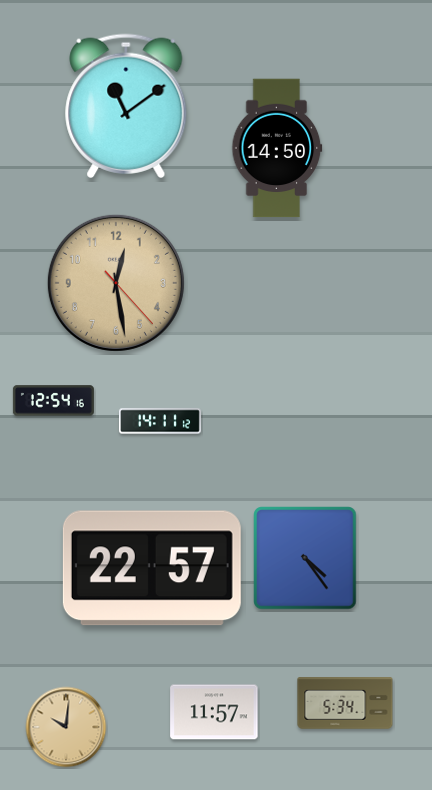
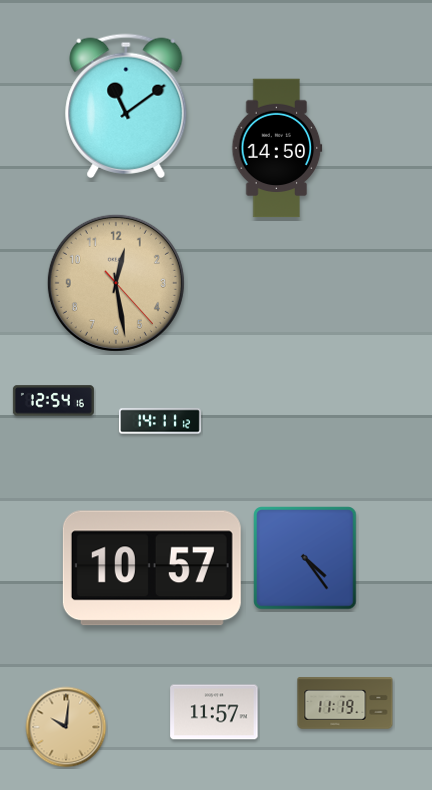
clock at (152, 568): 22:57 -> 10:57
clock at (345, 703): 5:34 -> 11:19
